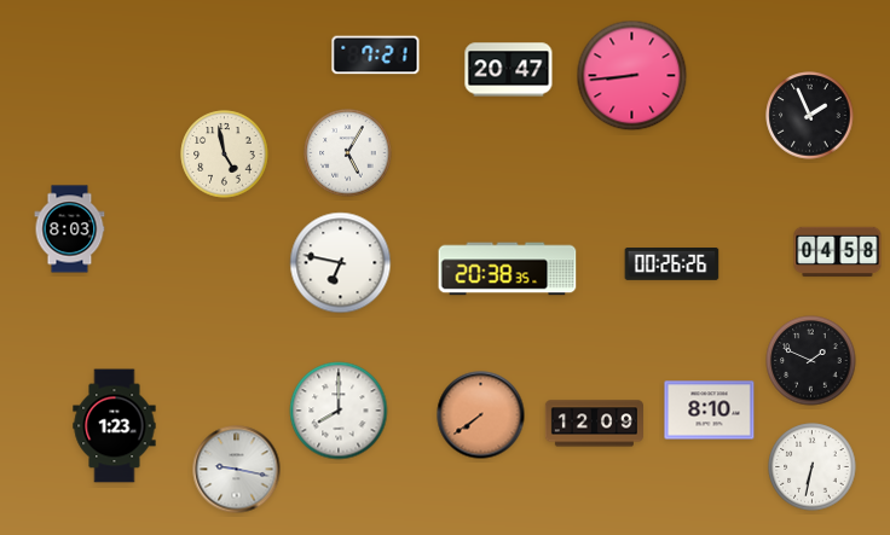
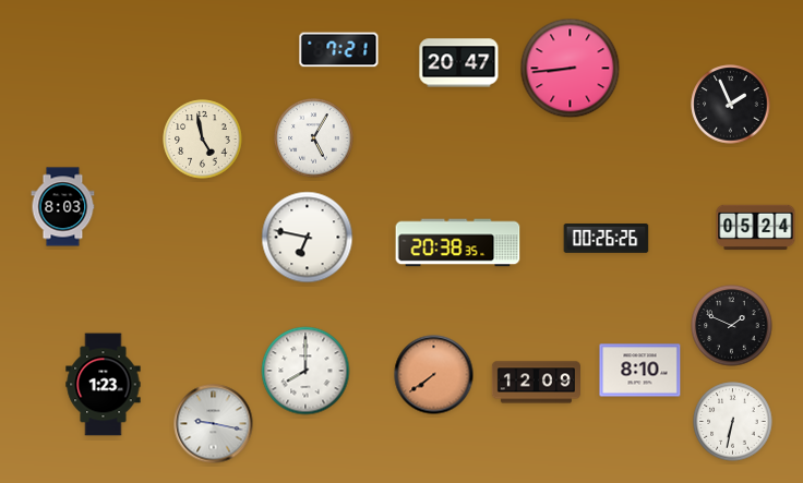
clock at (838, 252): 04:58 -> 05:24
